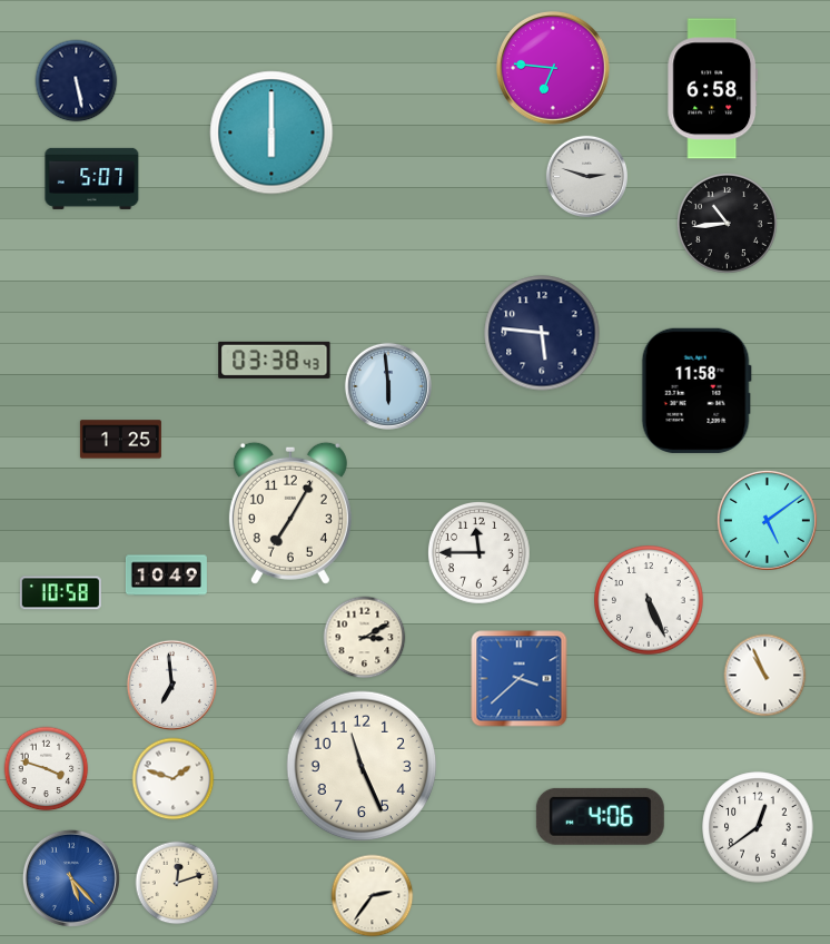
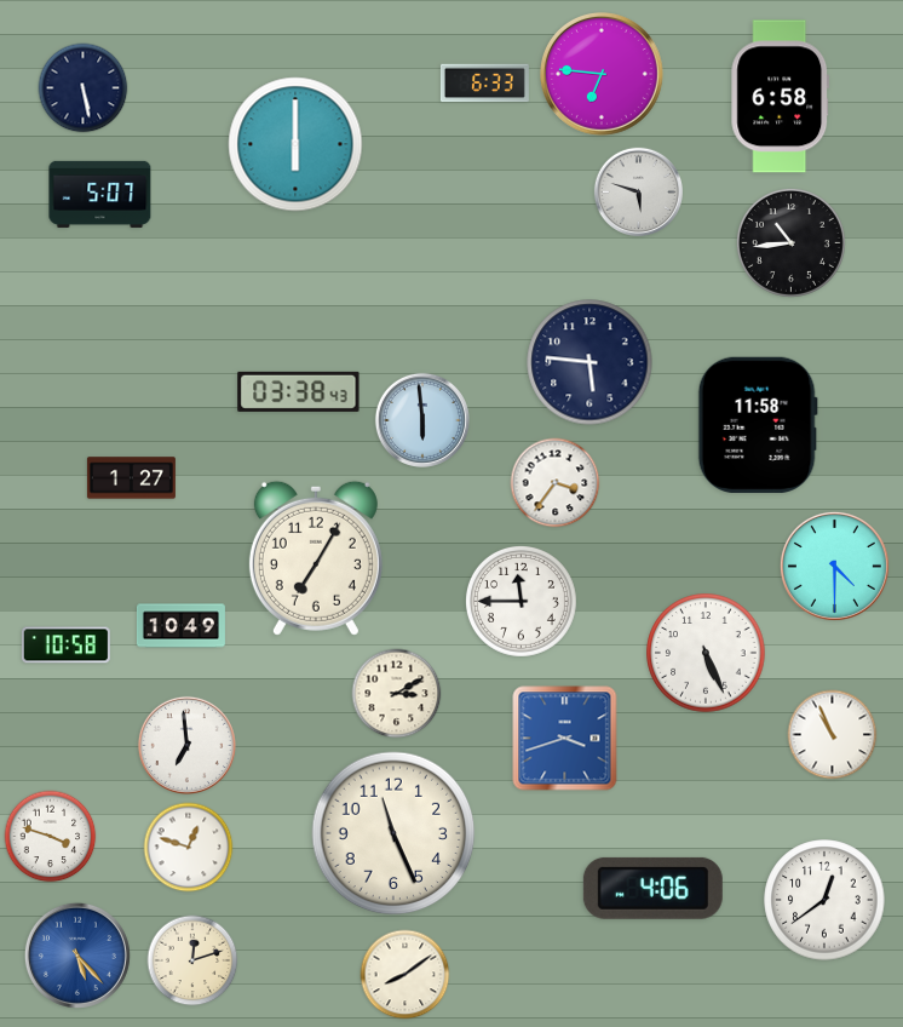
clock at (484, 84): none -> 6:33
clock at (713, 89) position: (713, 89) -> (781, 97)
clock at (586, 176): 2:48 -> 5:48
clock at (120, 440): 1:25 -> 1:27
clock at (556, 483): none -> 3:36
clock at (767, 520): 5:09 -> 4:30
clock at (520, 679): 3:38 -> 3:42
clock at (174, 779): 1:48 -> 12:48
clock at (373, 896): 2:36 -> 8:09
